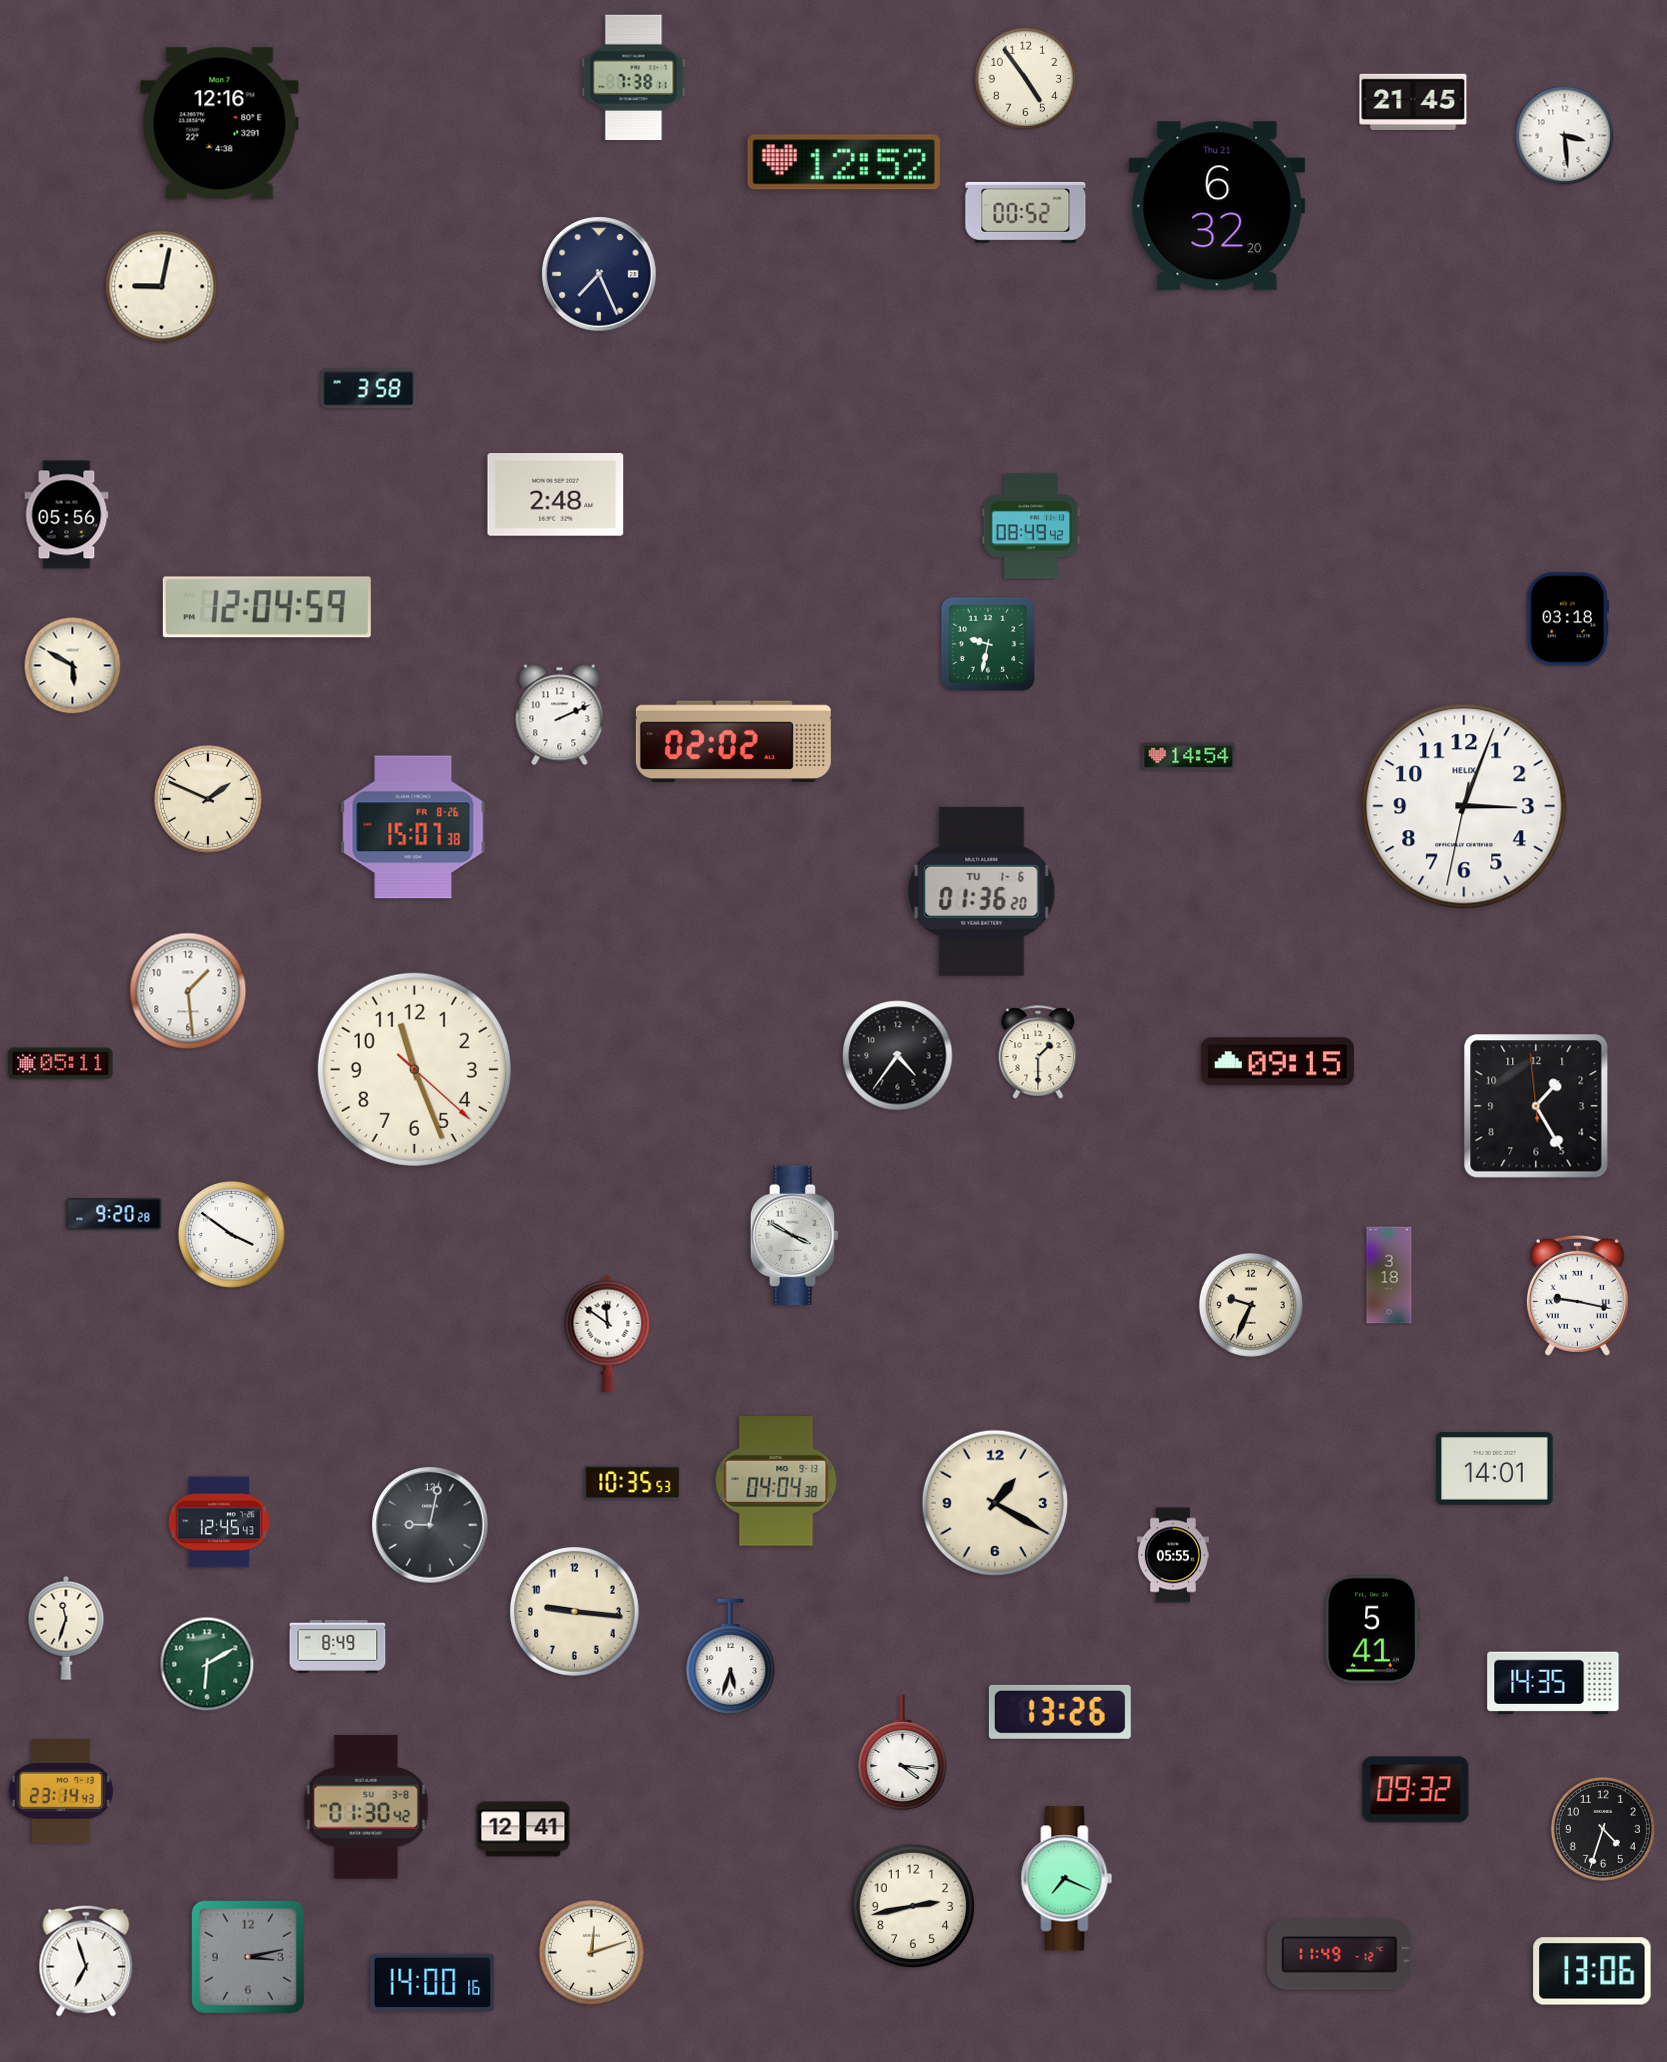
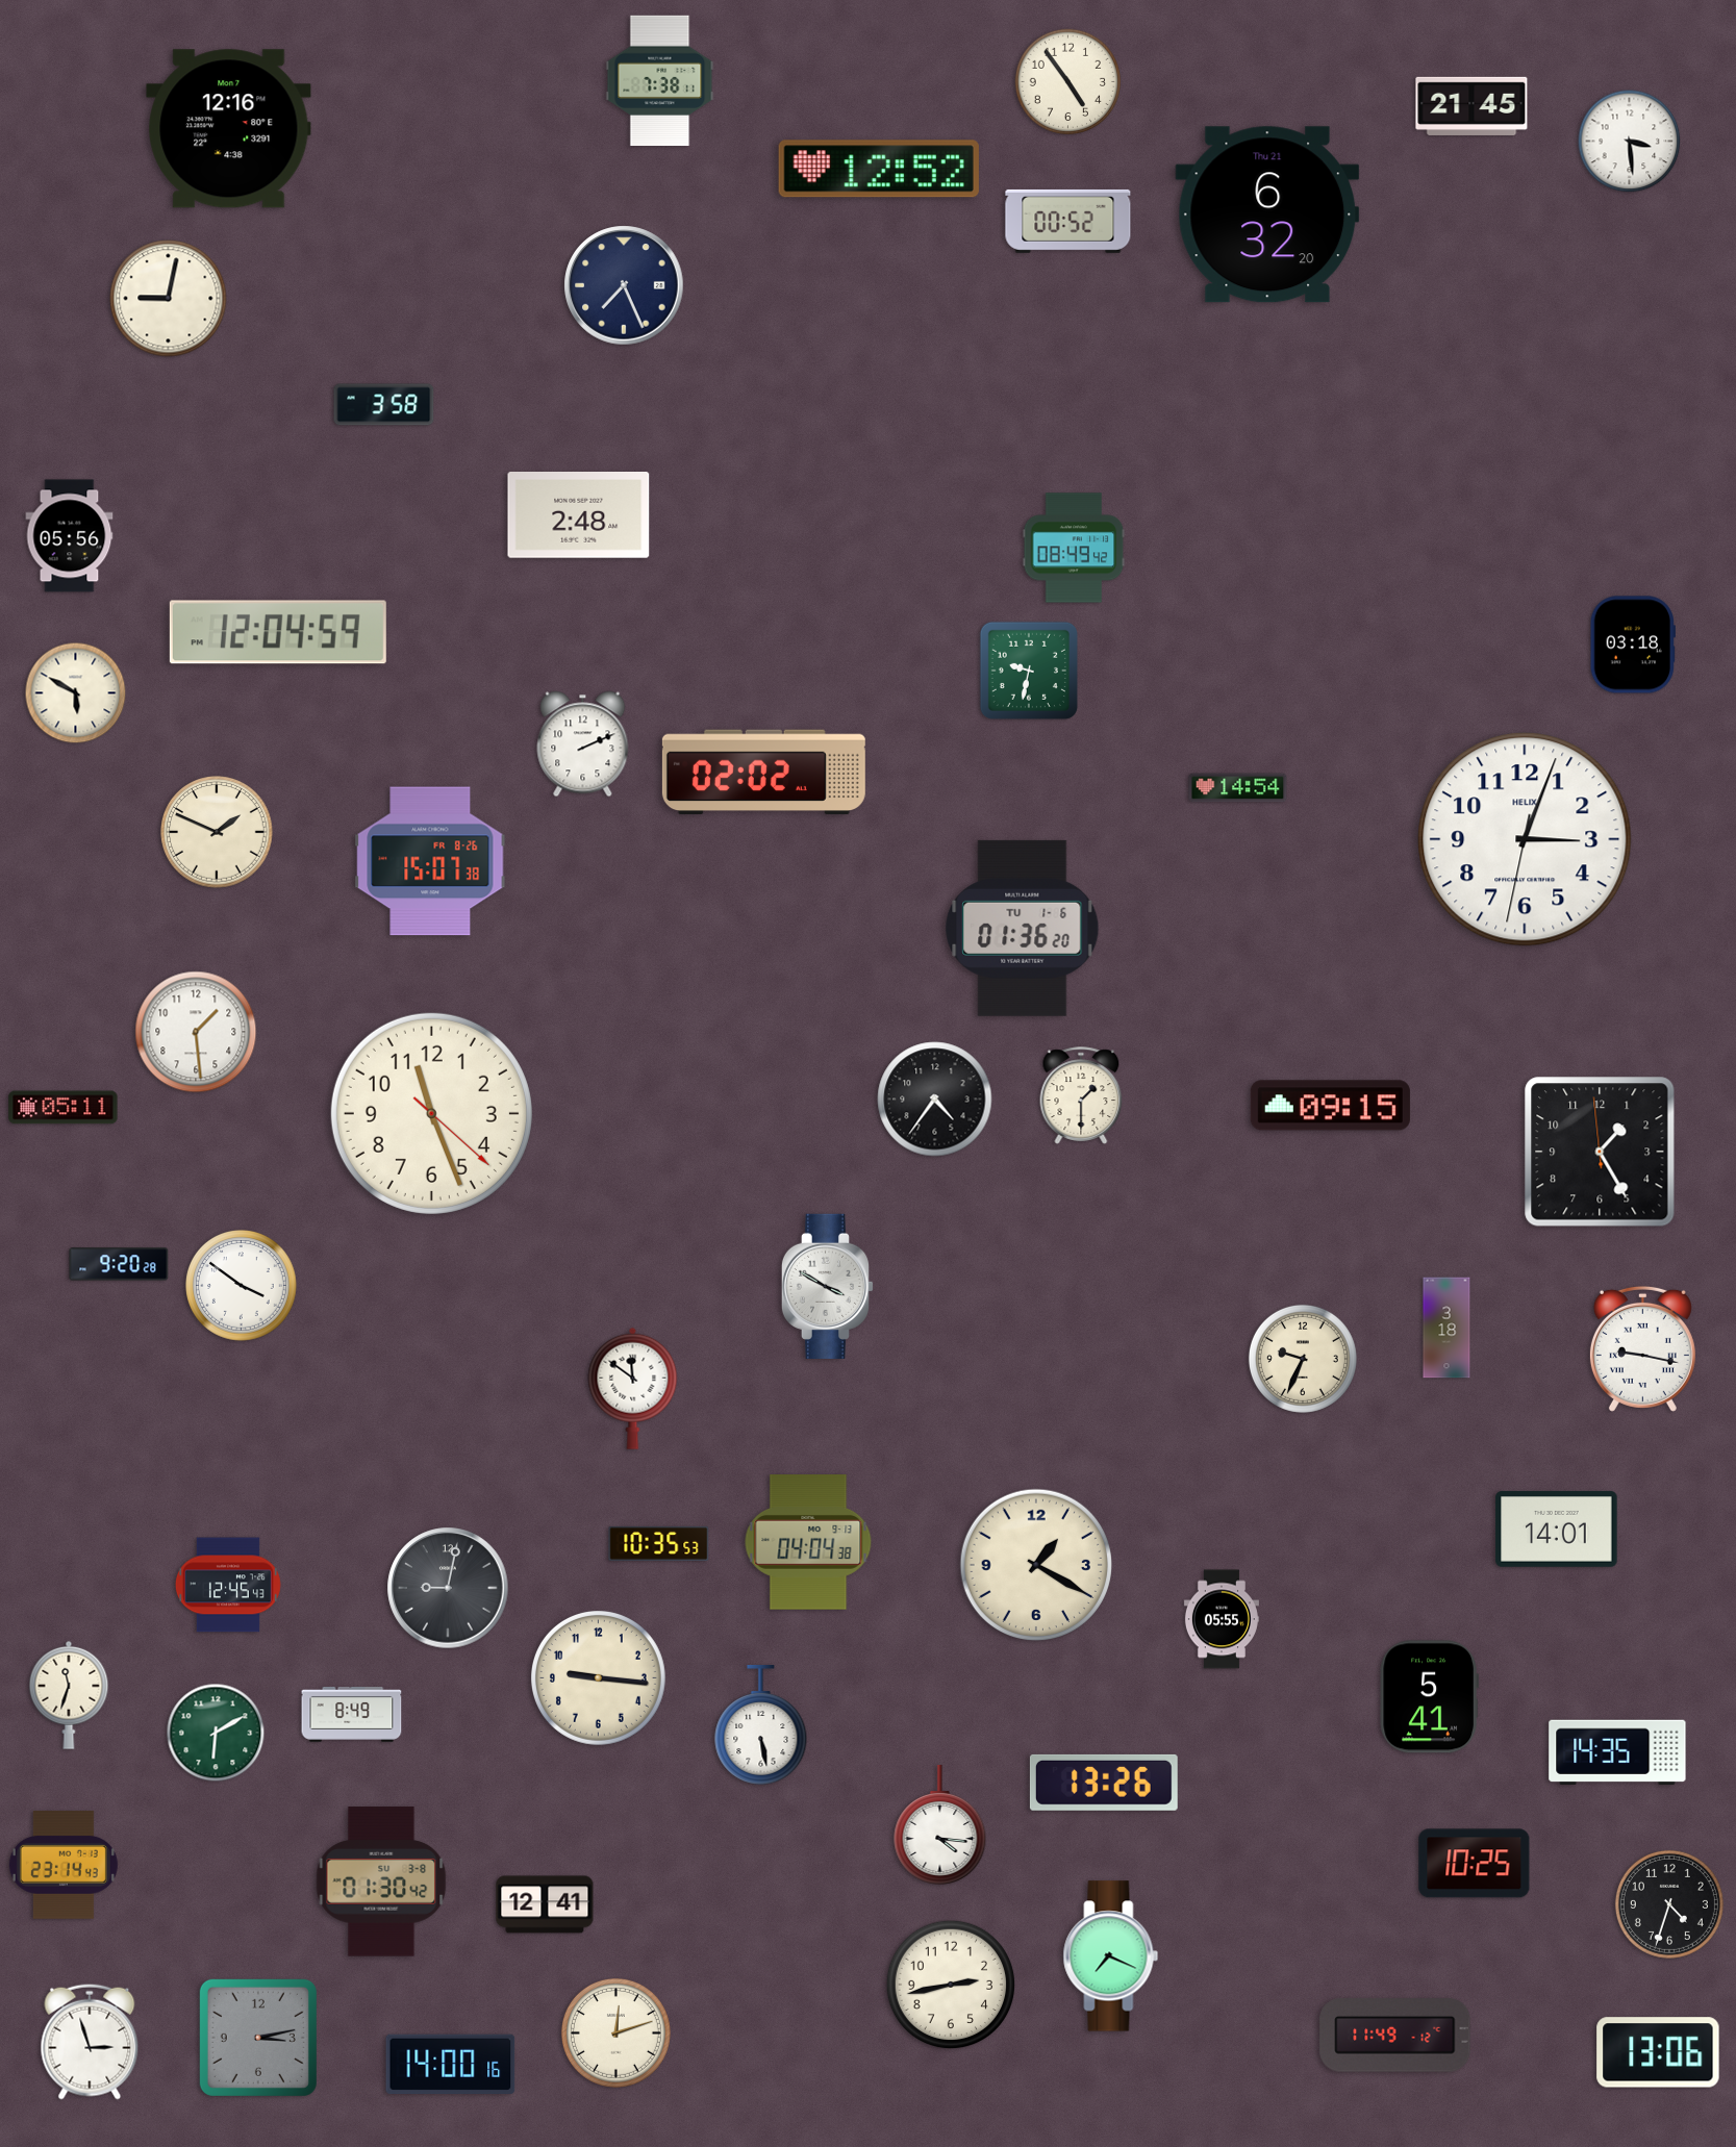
clock at (731, 1656): 5:33 -> 5:28
clock at (1416, 1790): 09:32 -> 10:25
clock at (86, 1961): 6:57 -> 2:57
